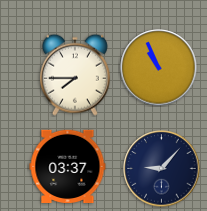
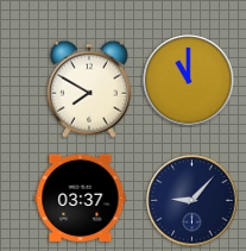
clock at (159, 68): 10:56 -> 11:00
clock at (75, 75): 7:45 -> 7:50
